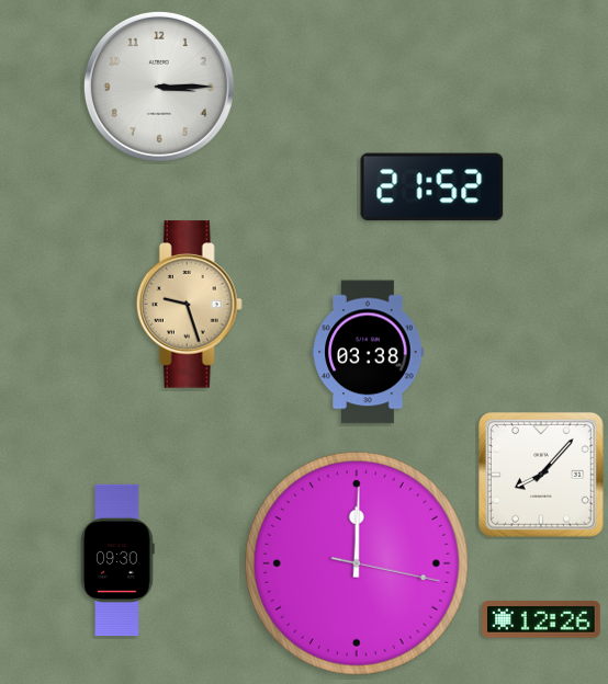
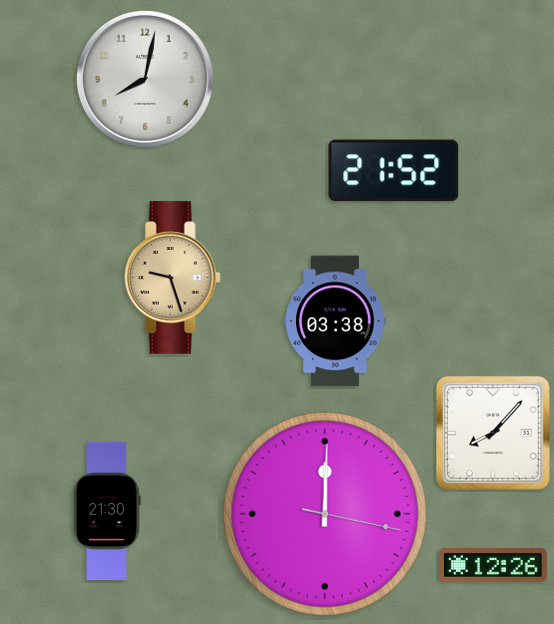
clock at (159, 87): 3:15 -> 8:02
clock at (117, 560): 09:30 -> 21:30
